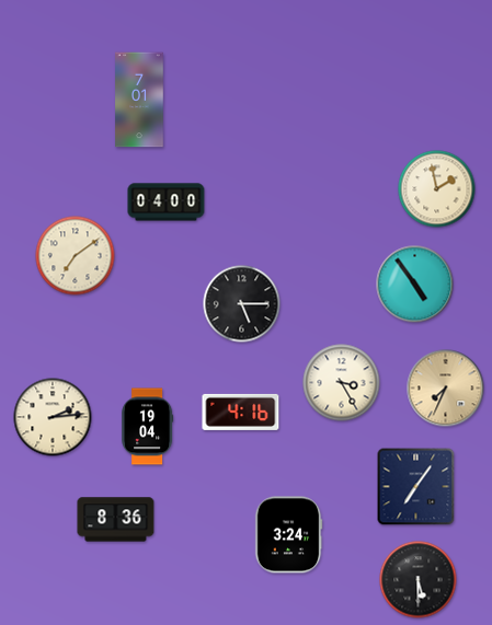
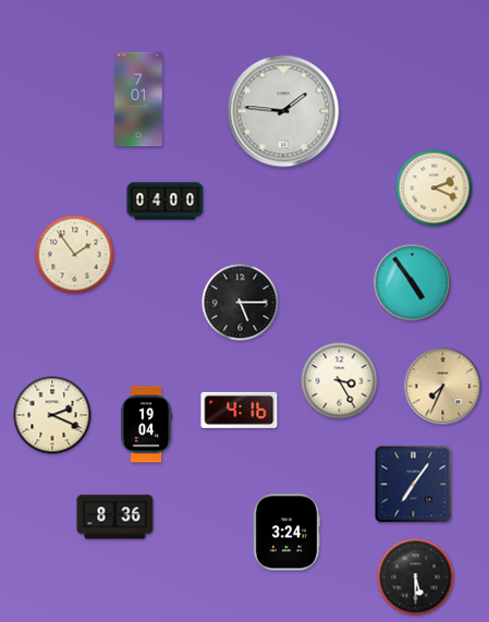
clock at (283, 111): none -> 1:46
clock at (437, 189): 1:58 -> 2:19
clock at (76, 256): 7:09 -> 1:54
clock at (53, 417): 2:14 -> 2:19
